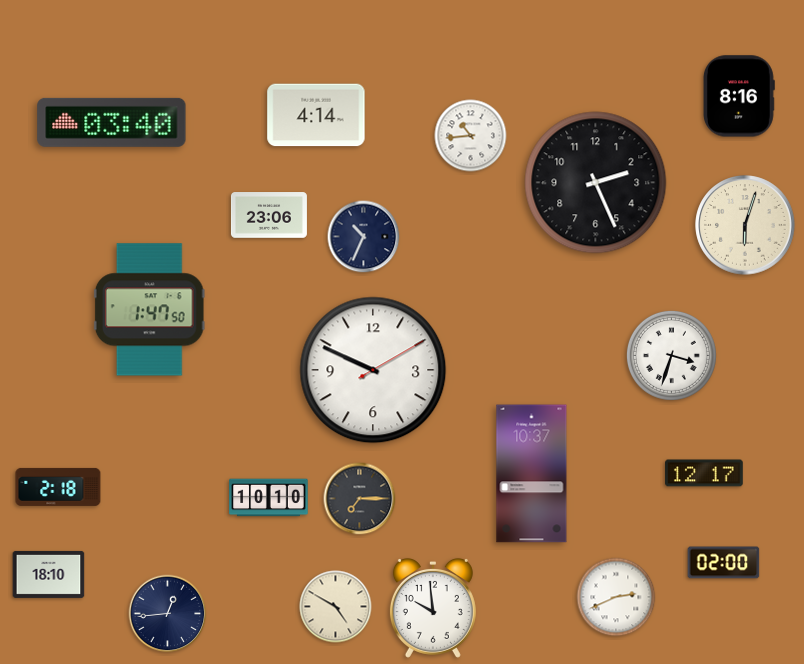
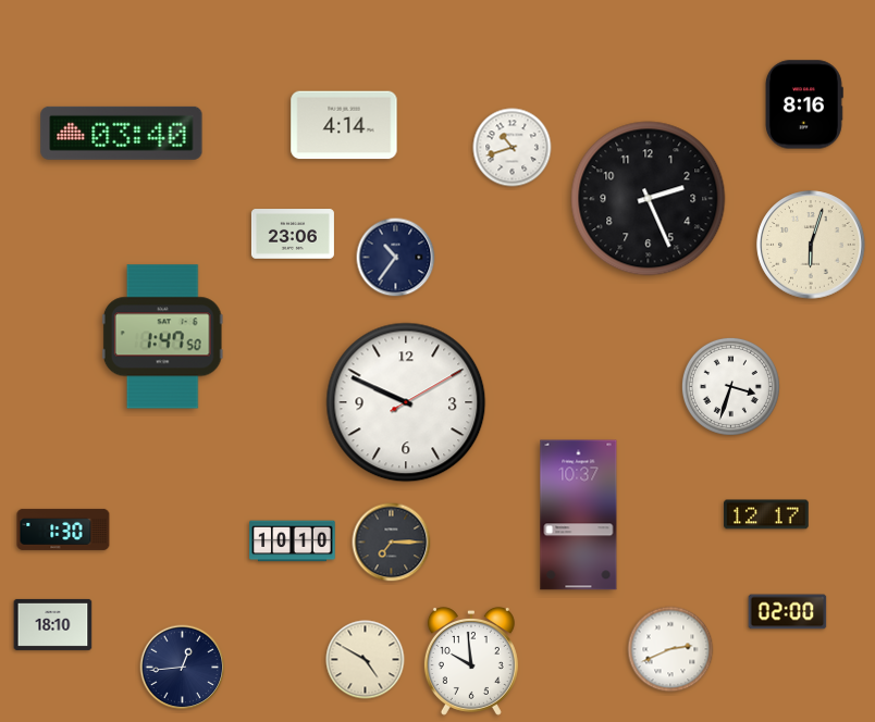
clock at (471, 136): 10:44 -> 10:42
clock at (364, 237): 10:34 -> 10:36
clock at (58, 487): 2:18 -> 1:30
